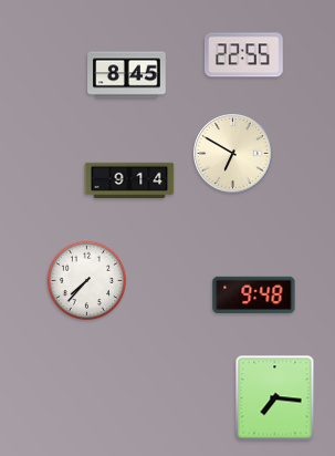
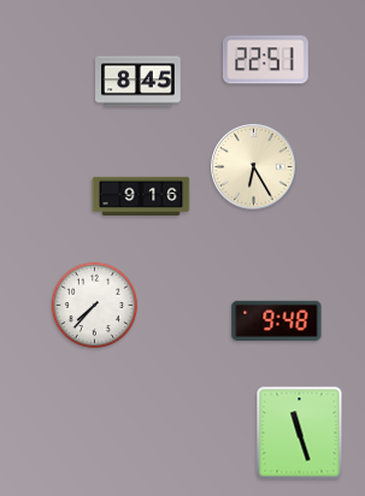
clock at (244, 55): 22:55 -> 22:51
clock at (233, 154): 6:50 -> 6:25
clock at (129, 179): 9:14 -> 9:16
clock at (275, 398): 7:16 -> 11:27
